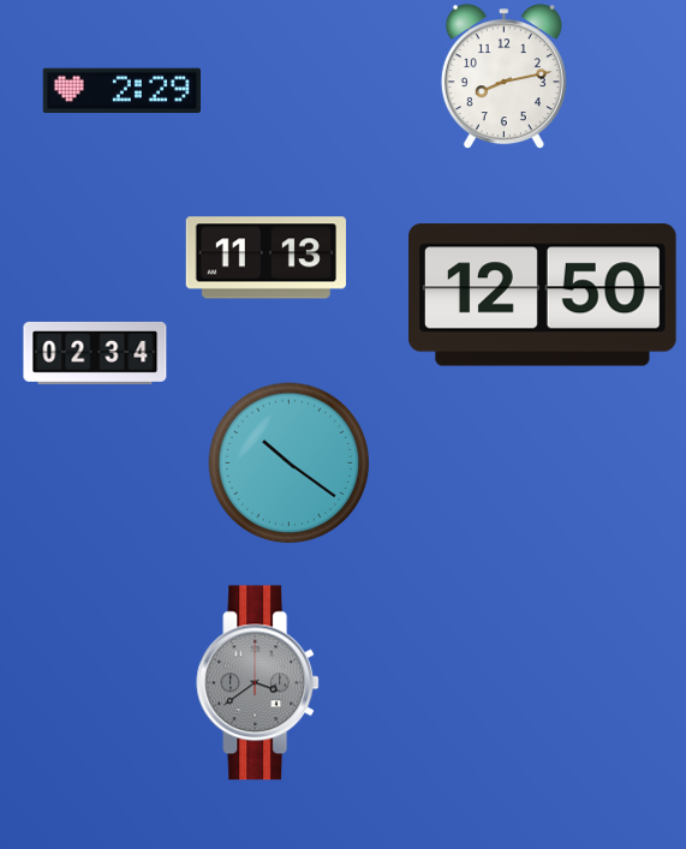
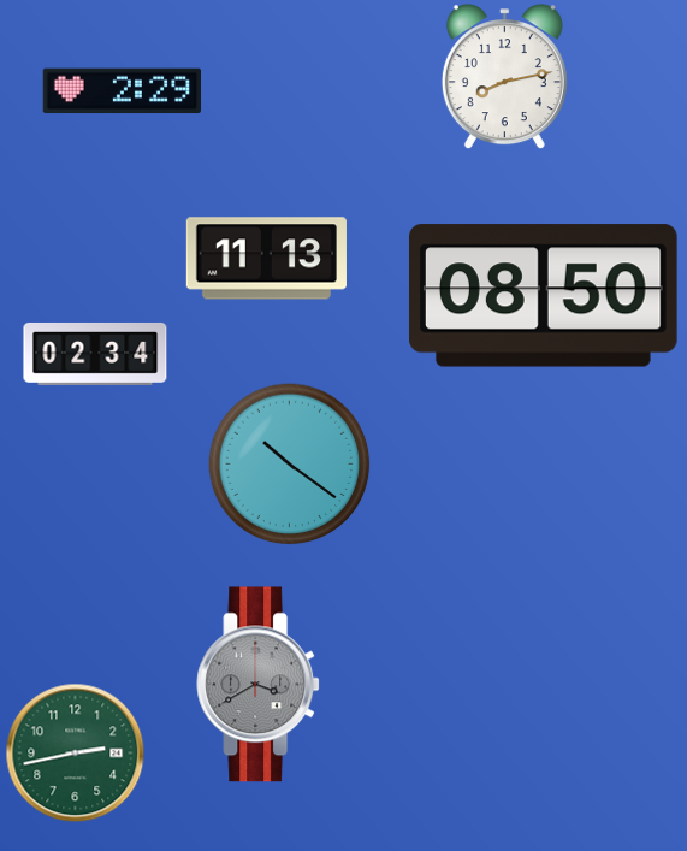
clock at (543, 295): 12:50 -> 08:50
clock at (258, 683): 3:39 -> 3:40
clock at (76, 754): none -> 2:43
